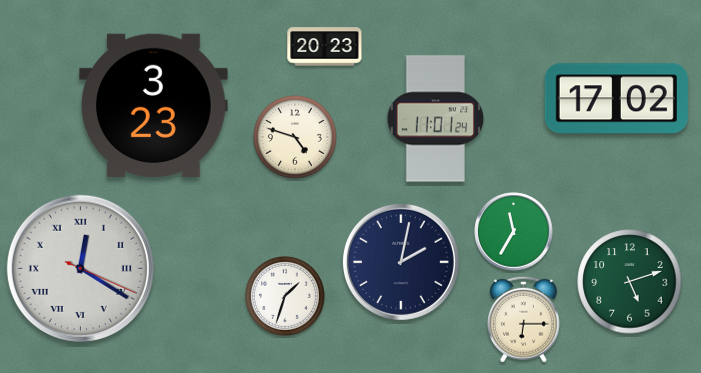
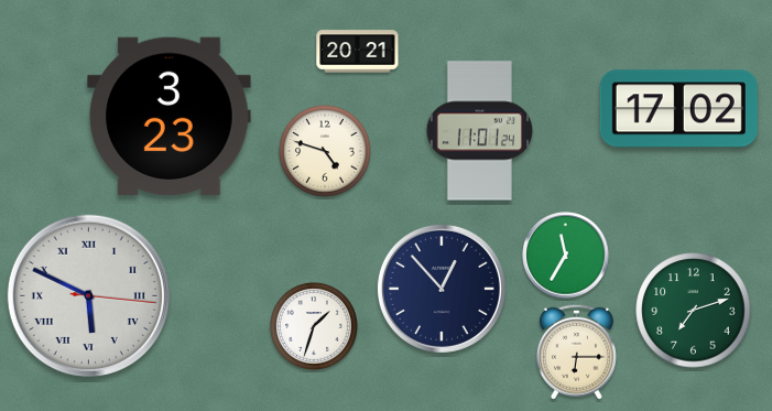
clock at (325, 47): 20:23 -> 20:21
clock at (401, 262): 2:02 -> 12:53
clock at (80, 268): 12:20 -> 5:49
clock at (630, 282): 5:12 -> 7:12
